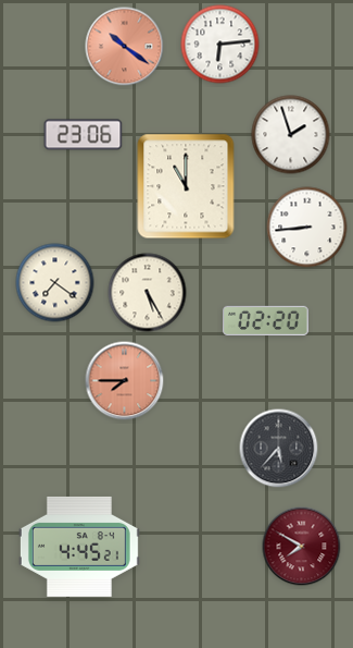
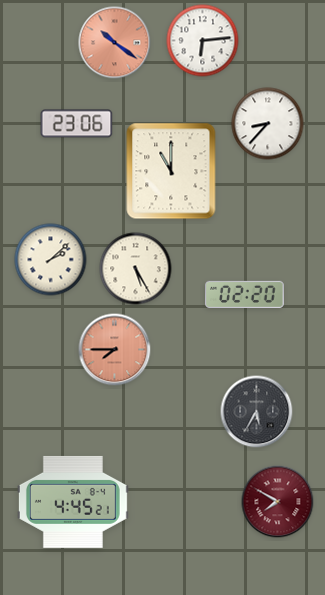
clock at (291, 135): 1:57 -> 8:37
clock at (307, 228): 8:44 -> none
clock at (55, 283): 7:21 -> 2:08
clock at (279, 449): 5:37 -> 5:35
